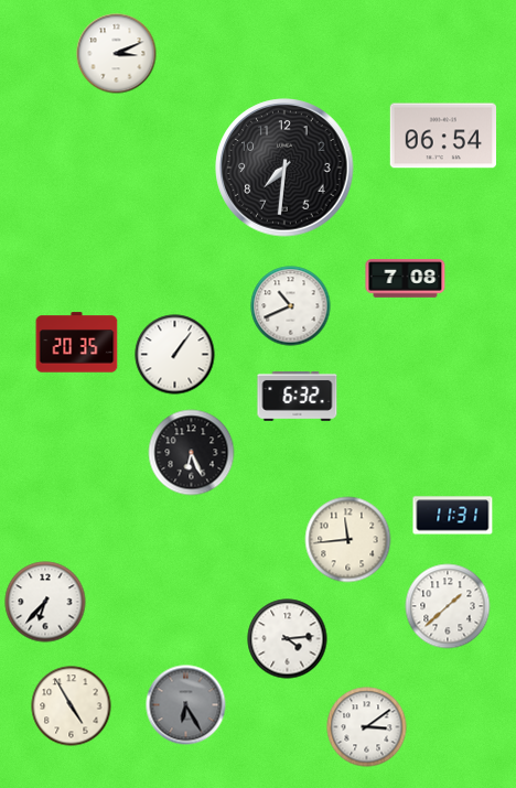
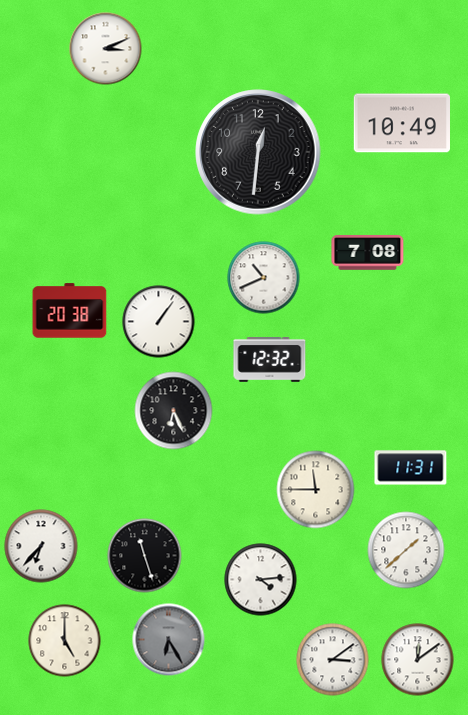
clock at (442, 136): 06:54 -> 10:49
clock at (284, 168): 7:31 -> 12:31
clock at (77, 343): 20:35 -> 20:38
clock at (298, 397): 6:32 -> 12:32
clock at (348, 540): 11:44 -> 11:45
clock at (145, 556): none -> 11:27
clock at (72, 706): 4:55 -> 5:00
clock at (418, 660): none -> 12:09
